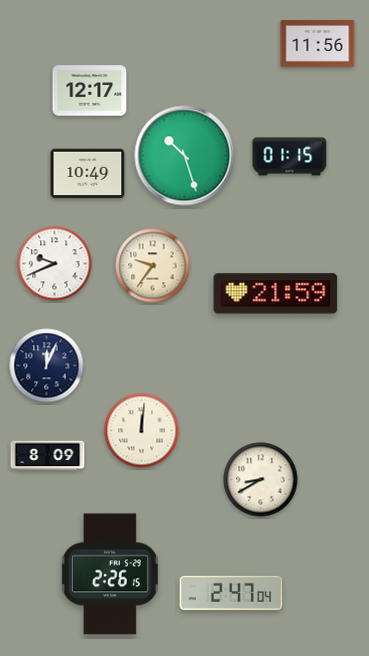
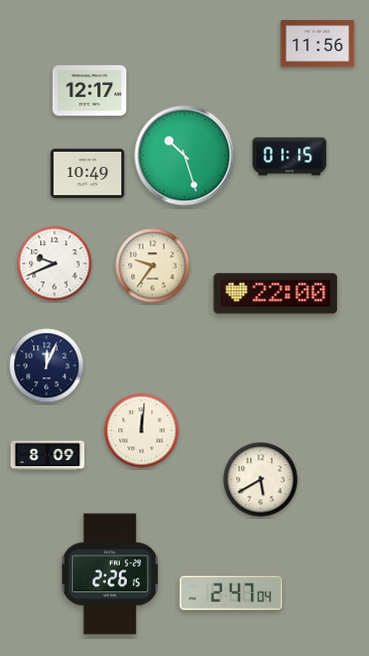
clock at (276, 294): 21:59 -> 22:00
clock at (261, 480): 8:40 -> 5:40
